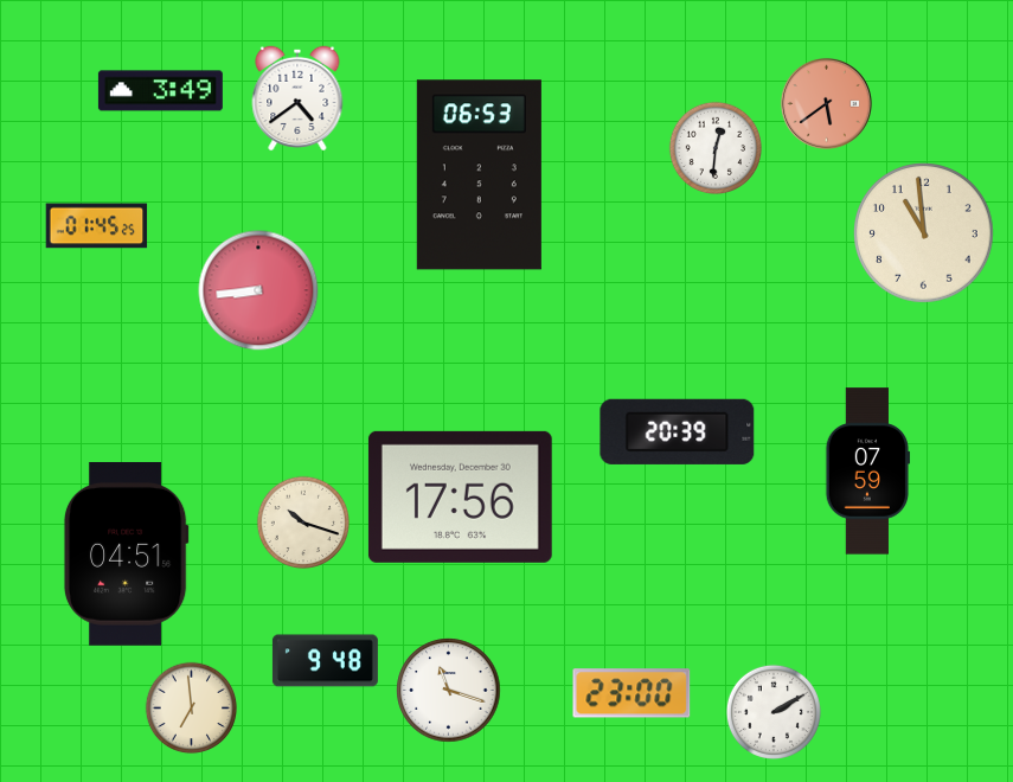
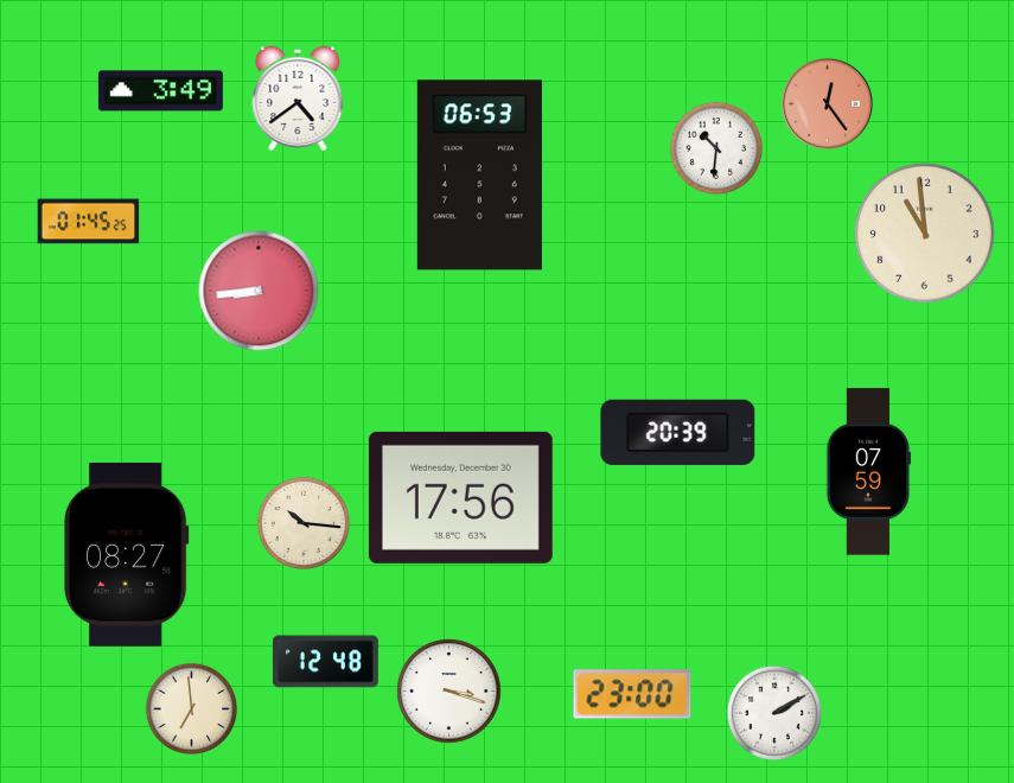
clock at (826, 103): 5:39 -> 12:24
clock at (714, 147): 12:31 -> 10:31
clock at (97, 226) position: (97, 226) -> (89, 222)
clock at (302, 521): 10:18 -> 10:16
clock at (126, 553): 04:51 -> 08:27
clock at (325, 661): 9:48 -> 12:48
clock at (449, 691): 11:18 -> 3:18
